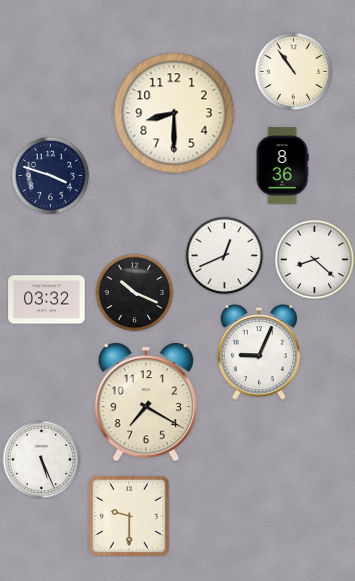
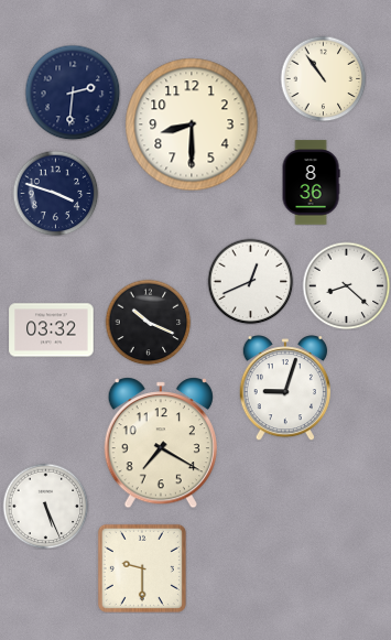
clock at (73, 93): none -> 2:31
clock at (224, 255) position: (224, 255) -> (250, 281)
clock at (259, 352): 9:04 -> 9:03
